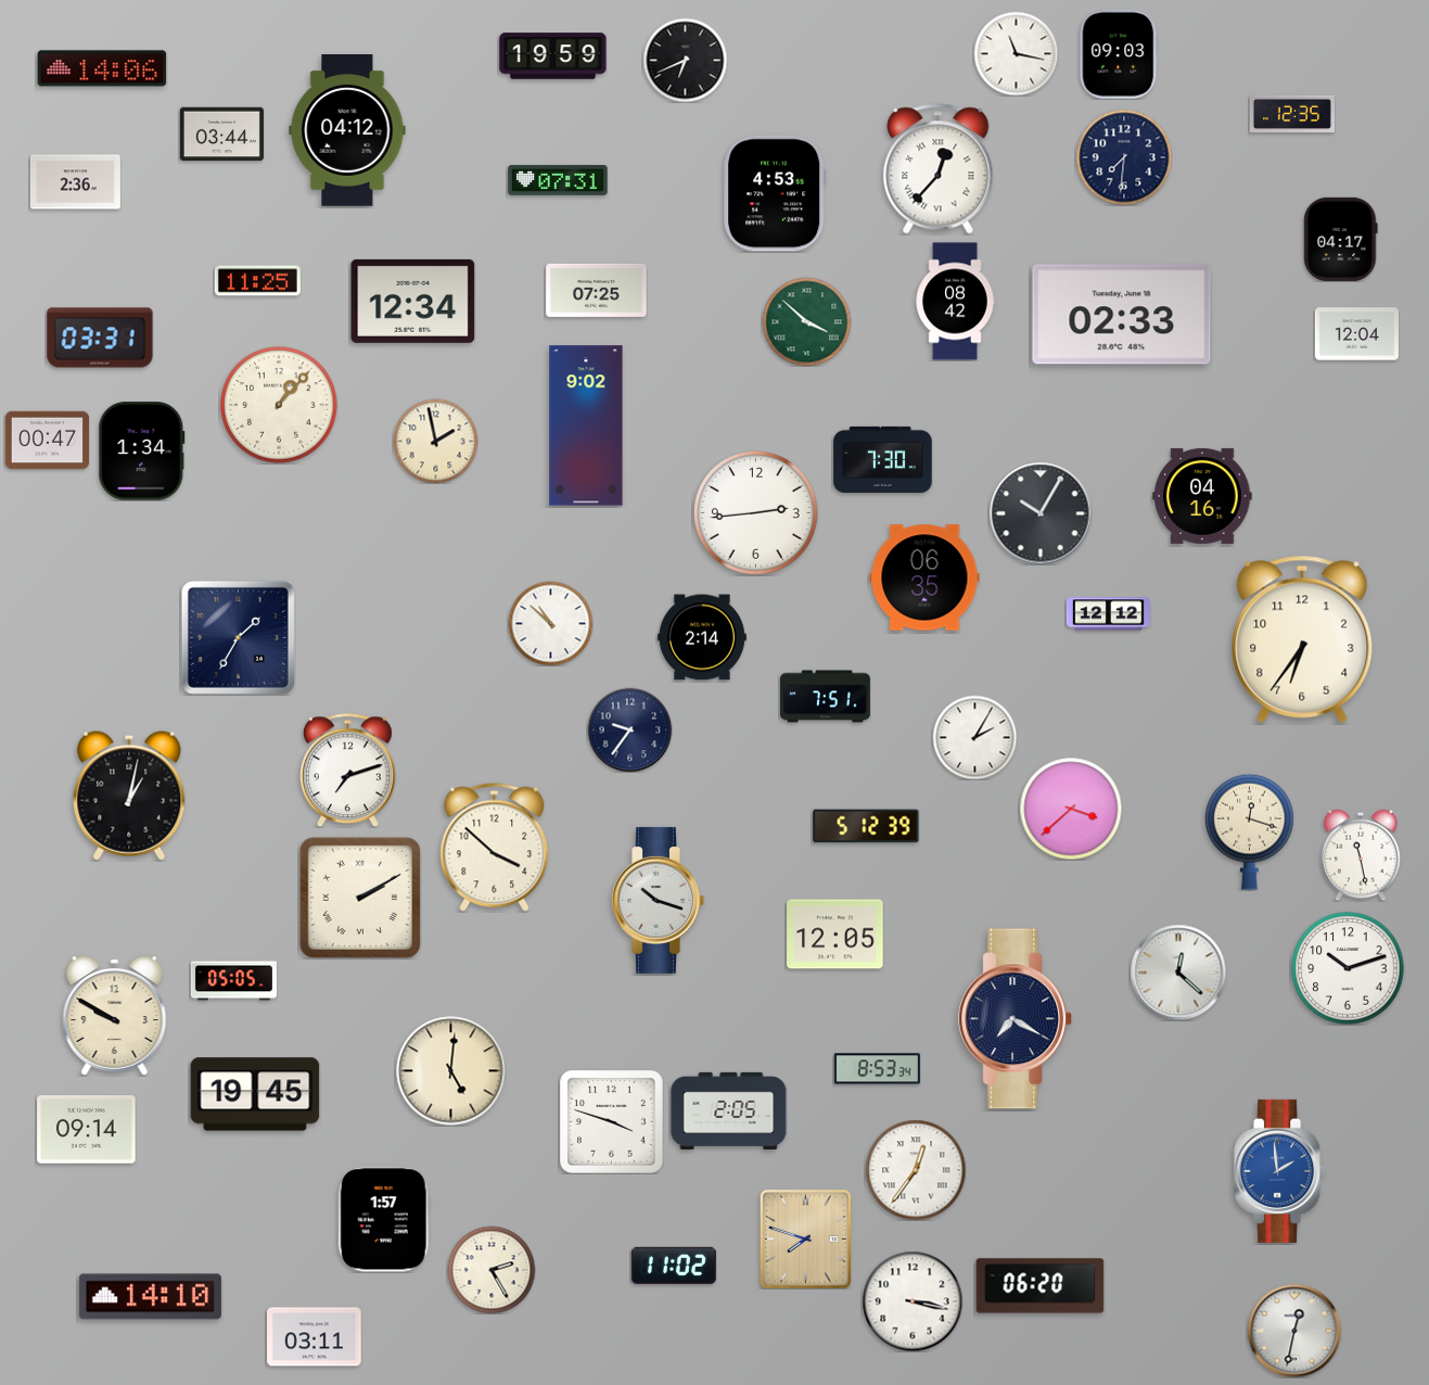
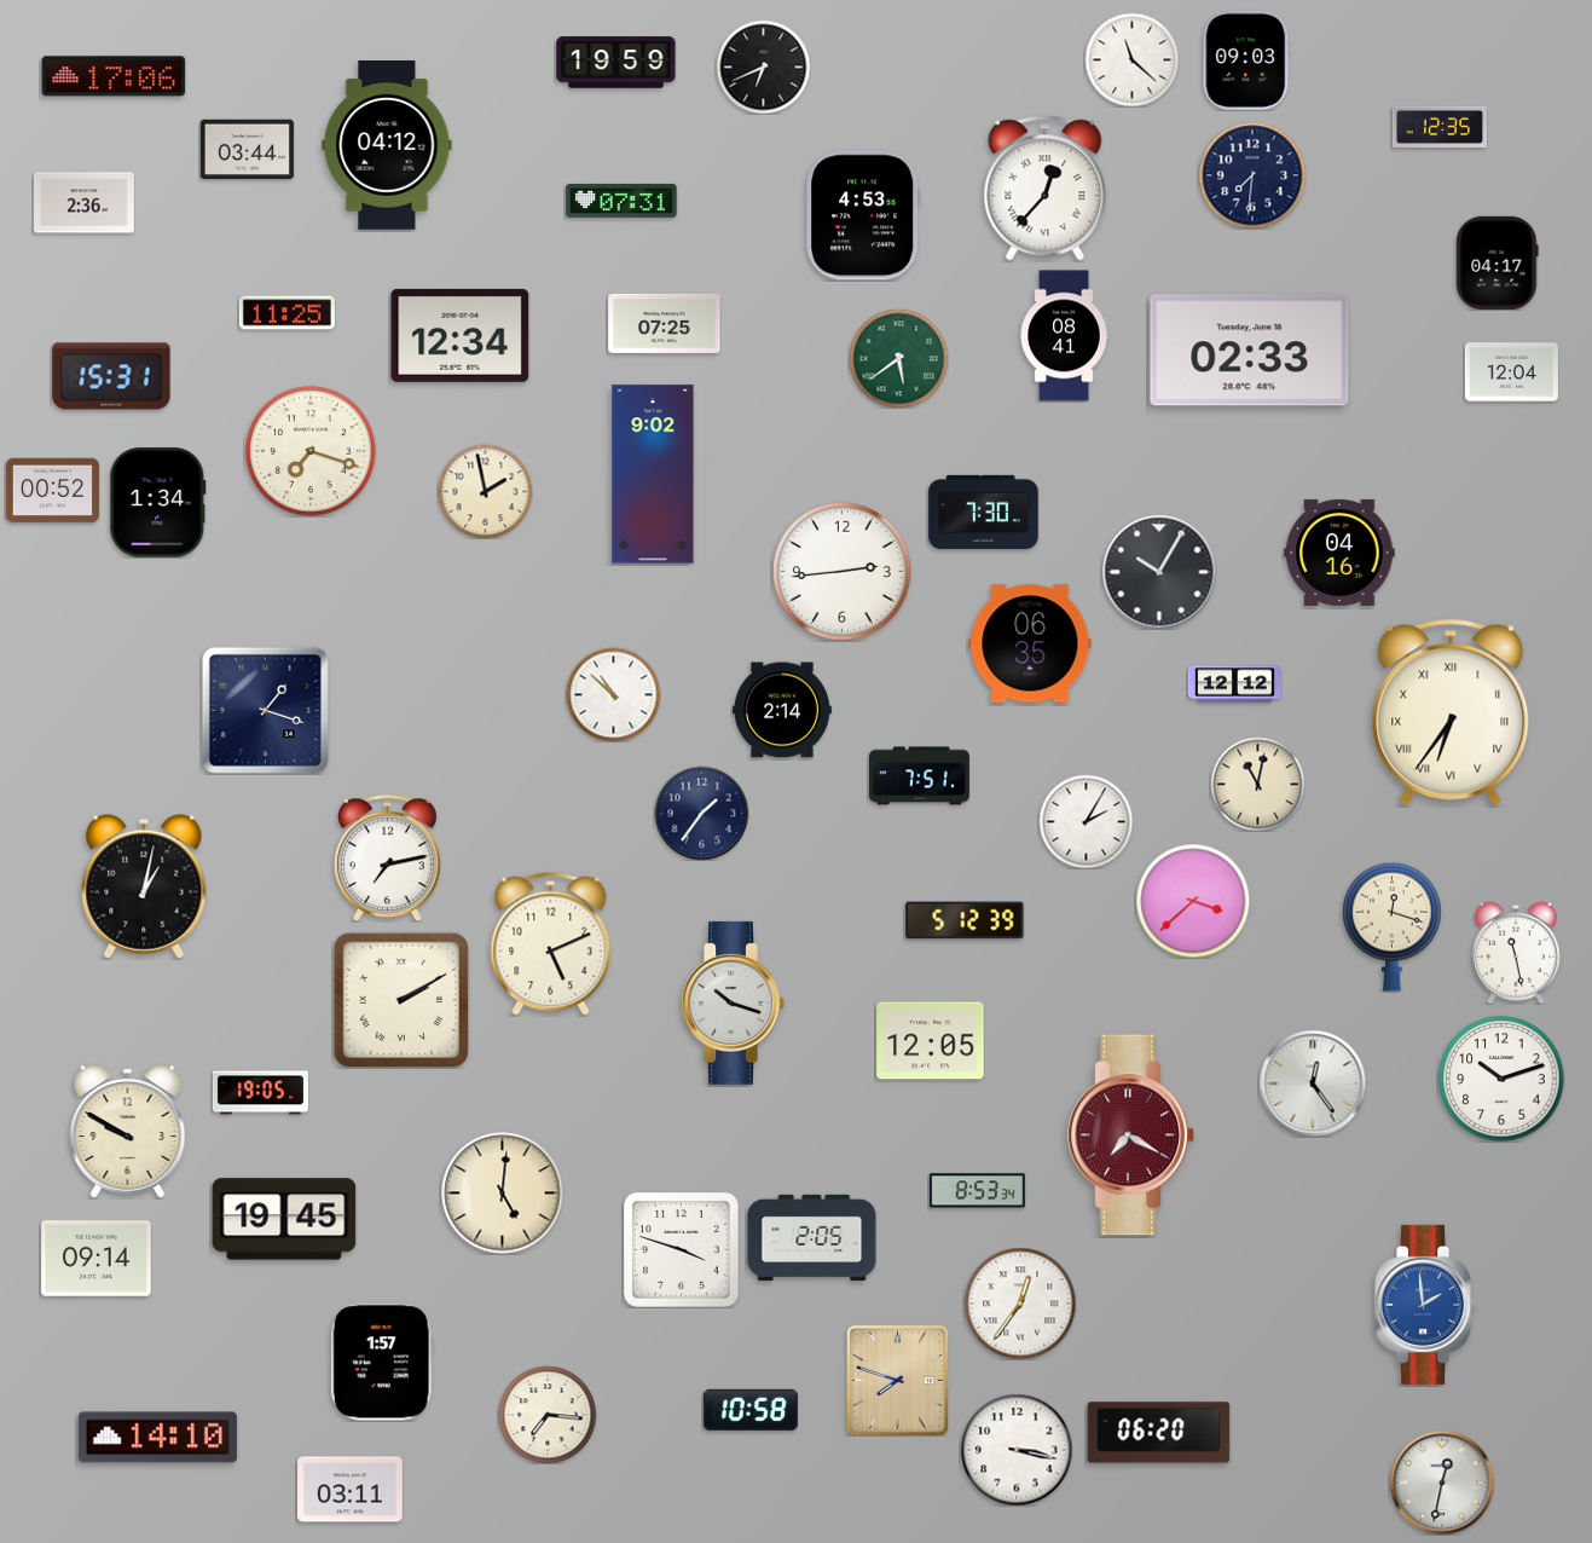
clock at (1016, 53): 11:17 -> 11:22
clock at (102, 68): 14:06 -> 17:06
clock at (1341, 239) position: (1341, 239) -> (1498, 262)
clock at (955, 302): 08:42 -> 08:41
clock at (806, 321): 3:52 -> 5:39
clock at (100, 338): 03:31 -> 15:31
clock at (279, 405): 1:07 -> 7:18
clock at (47, 441): 00:47 -> 00:52
clock at (238, 637): 1:35 -> 1:18
clock at (1302, 639) numerals: Arabic -> Roman
clock at (1257, 784): none -> 11:02
clock at (629, 729): 9:36 -> 1:36
clock at (348, 770): 7:12 -> 7:13
clock at (495, 848): 3:52 -> 5:11
clock at (1178, 973): 12:22 -> 12:24
clock at (233, 981): 05:05 -> 19:05
clock at (1015, 1019) dial: navy -> burgundy
clock at (384, 1219) position: (384, 1219) -> (382, 1362)
clock at (674, 1266): 11:02 -> 10:58
clock at (492, 1270): 2:25 -> 7:16
clock at (150, 1297) position: (150, 1297) -> (157, 1438)
